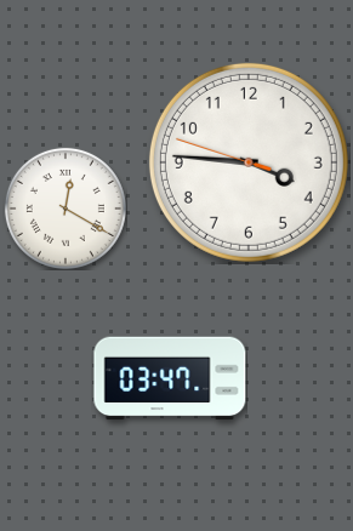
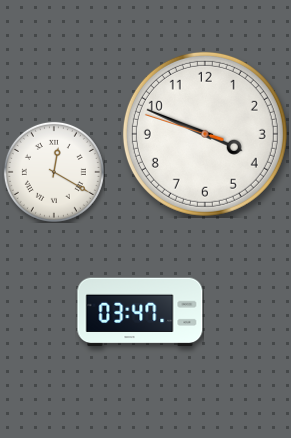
clock at (249, 162): 3:45 -> 3:48
